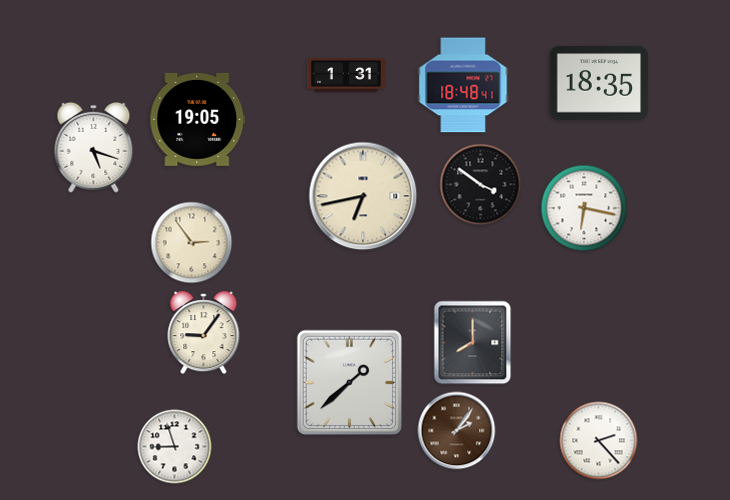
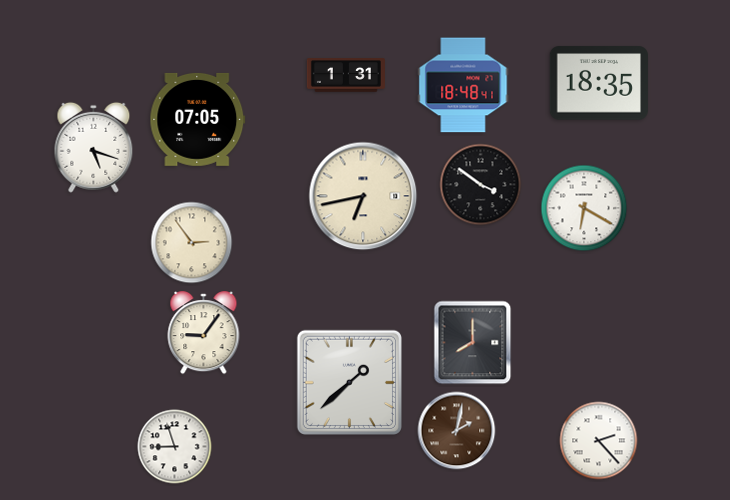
clock at (198, 119): 19:05 -> 07:05
clock at (584, 208): 6:17 -> 6:20
clock at (457, 431): 2:06 -> 2:02
